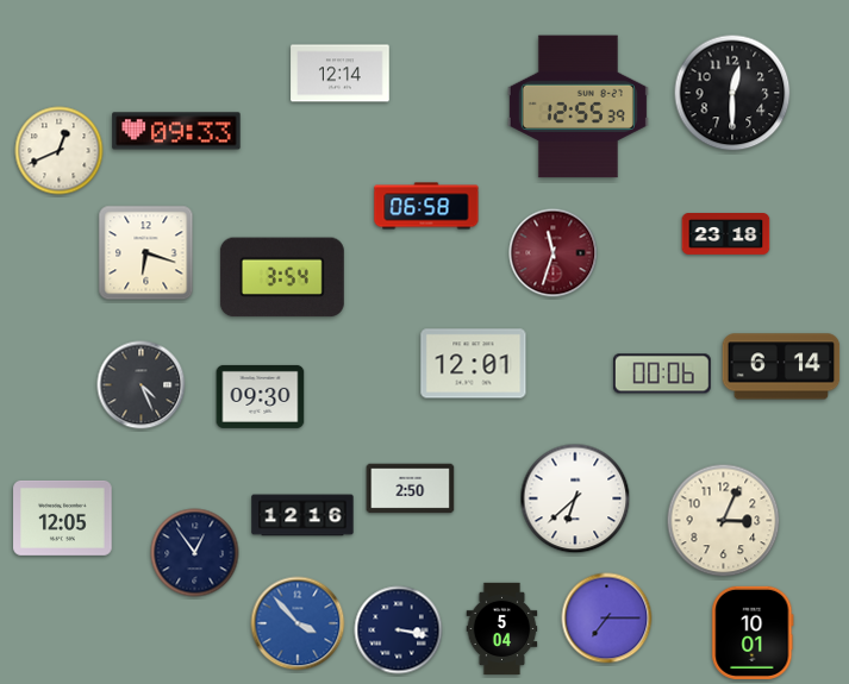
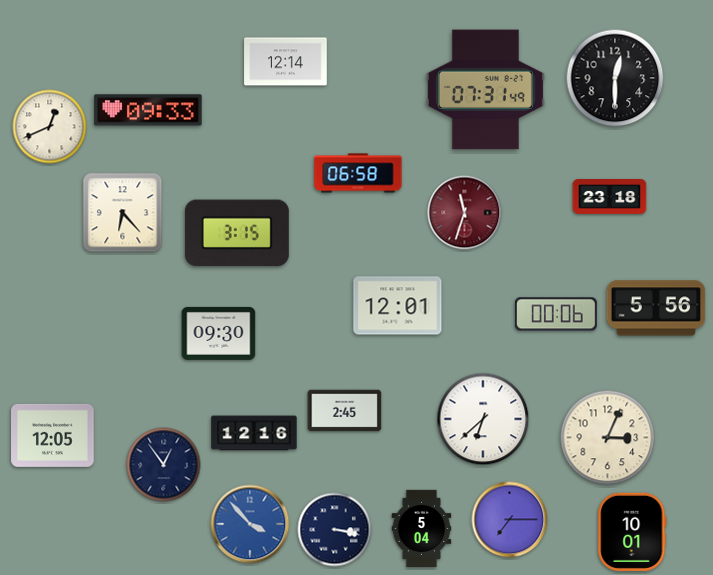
clock at (578, 107): 12:55 -> 07:31
clock at (146, 253): 6:18 -> 6:23
clock at (282, 277): 3:54 -> 3:15
clock at (781, 366): 6:14 -> 5:56
clock at (142, 385): 4:26 -> none
clock at (411, 489): 2:50 -> 2:45
